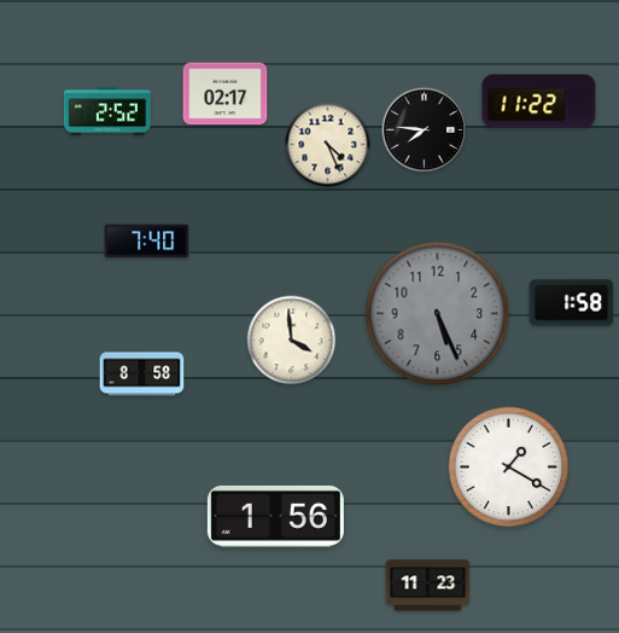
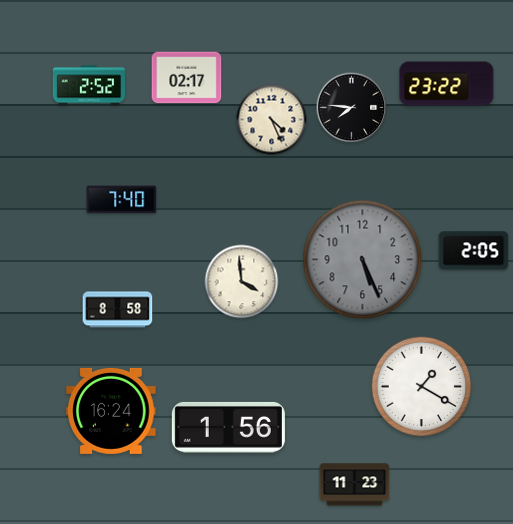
clock at (539, 101): 11:22 -> 23:22
clock at (106, 111) position: (106, 111) -> (88, 85)
clock at (572, 303): 1:58 -> 2:05
clock at (111, 411): none -> 16:24
